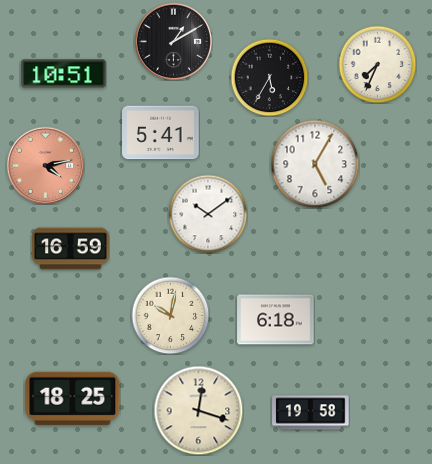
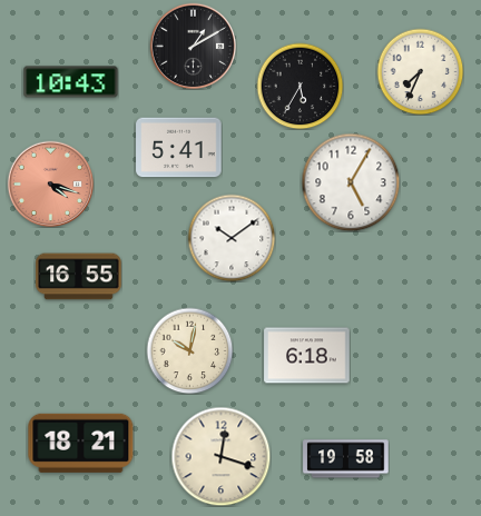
clock at (64, 74): 10:51 -> 10:43
clock at (45, 165): 4:13 -> 4:18
clock at (71, 249): 16:59 -> 16:55
clock at (73, 398): 18:25 -> 18:21
